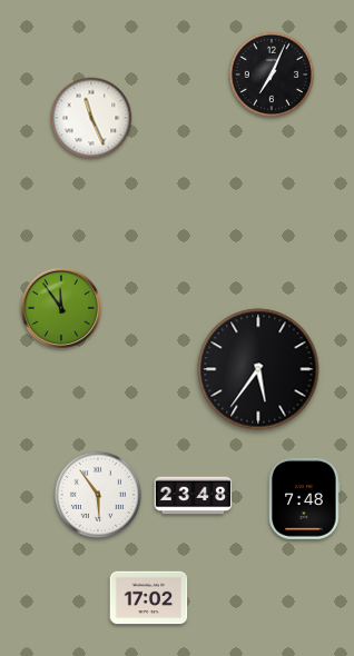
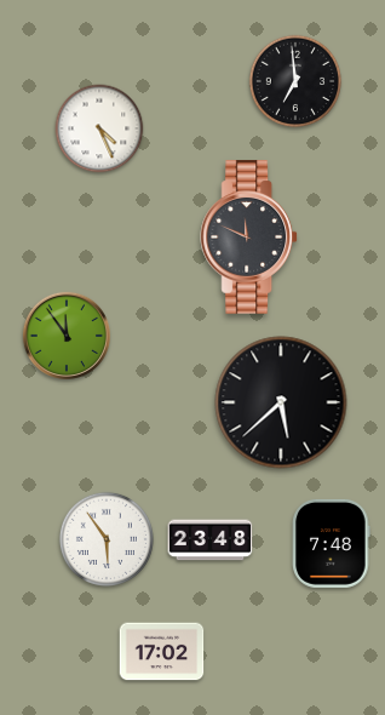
clock at (272, 74): 7:04 -> 6:59
clock at (91, 118): 11:26 -> 4:26
clock at (249, 238): none -> 11:49
clock at (258, 369): 5:36 -> 5:38
